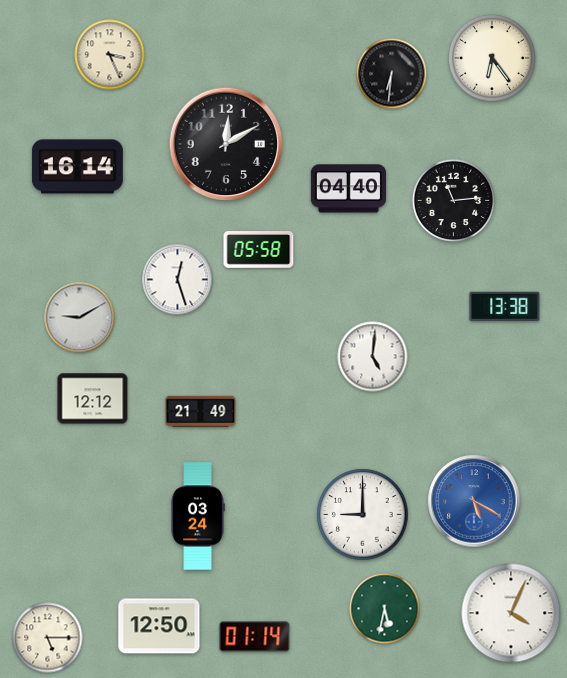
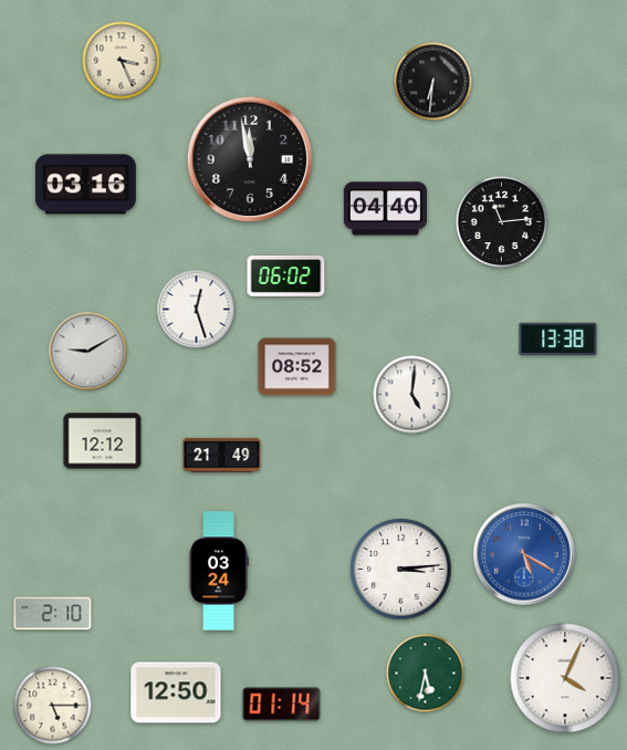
clock at (492, 58): 6:24 -> none
clock at (225, 143): 12:10 -> 11:58
clock at (77, 167): 16:14 -> 03:16
clock at (259, 250): 05:58 -> 06:02
clock at (297, 367): none -> 08:52
clock at (363, 515): 9:00 -> 3:14
clock at (53, 614): none -> 2:10
